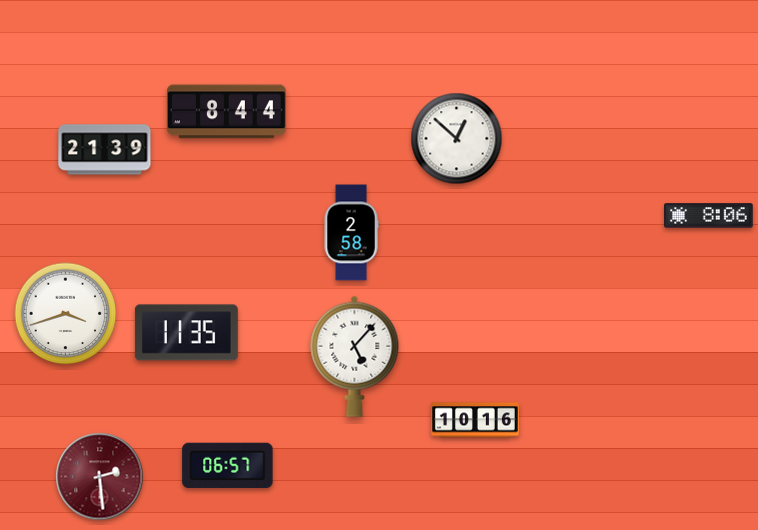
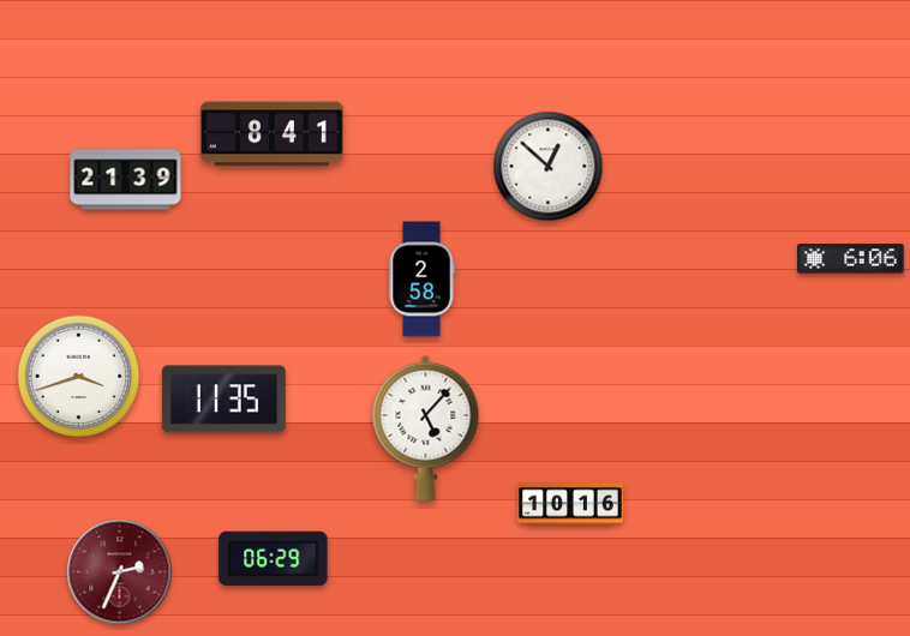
clock at (226, 112): 8:44 -> 8:41
clock at (709, 216): 8:06 -> 6:06
clock at (228, 465): 06:57 -> 06:29
clock at (100, 477): 2:29 -> 2:34
